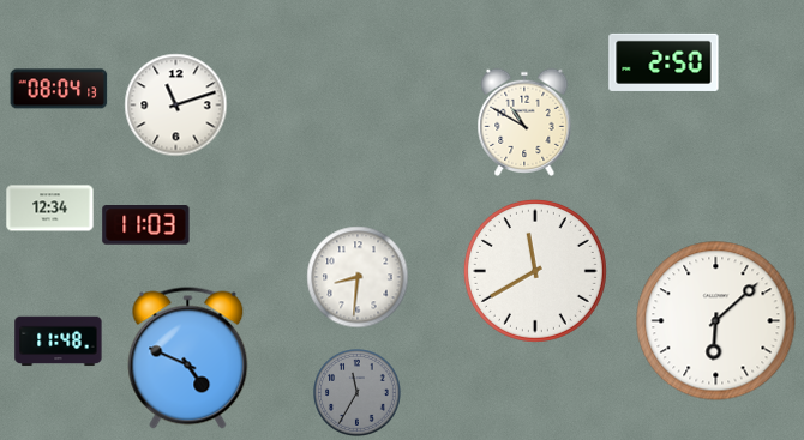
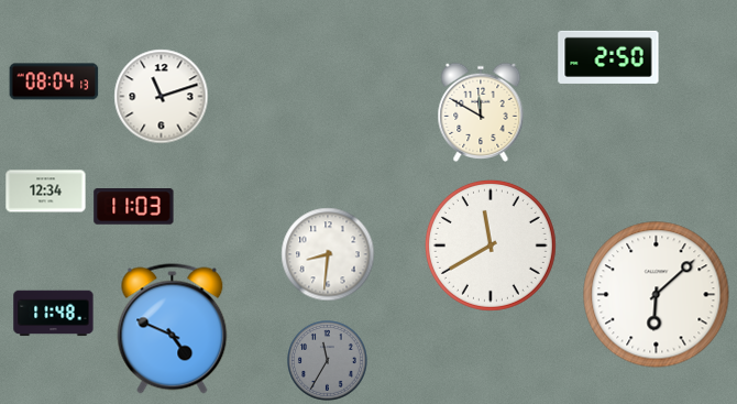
clock at (524, 122): 10:50 -> 11:50
clock at (535, 271) position: (535, 271) -> (491, 245)
